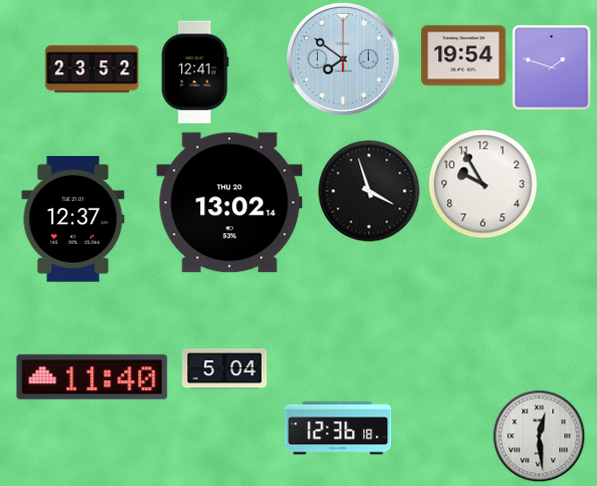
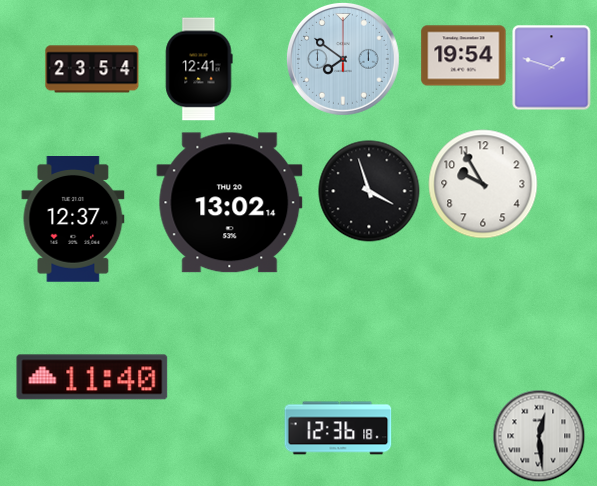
clock at (92, 69): 23:52 -> 23:54
clock at (195, 72) position: (195, 72) -> (199, 69)
clock at (225, 369): 5:04 -> none
